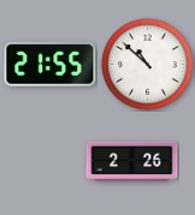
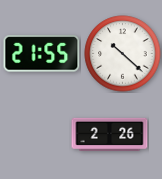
clock at (148, 65): 10:52 -> 10:22
